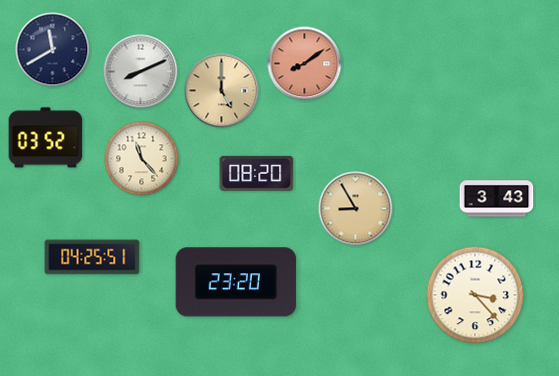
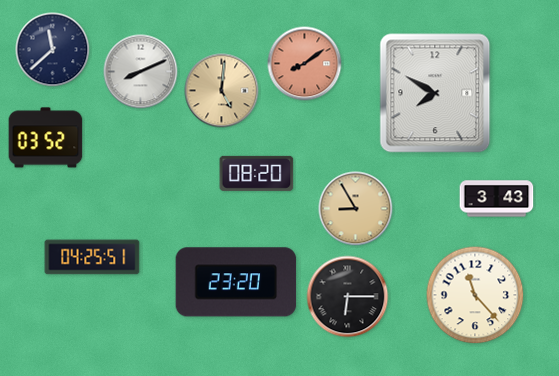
clock at (53, 50): 11:40 -> 11:38
clock at (222, 91): 5:00 -> 5:01
clock at (435, 93): none -> 7:50
clock at (142, 159): 11:23 -> none
clock at (475, 295): 3:23 -> 11:23
clock at (348, 297): none -> 6:15
